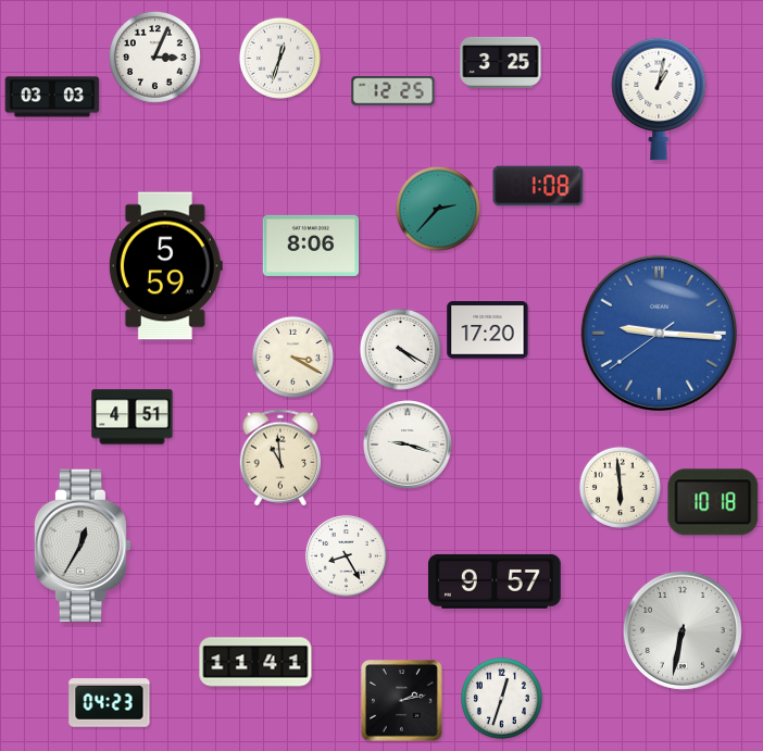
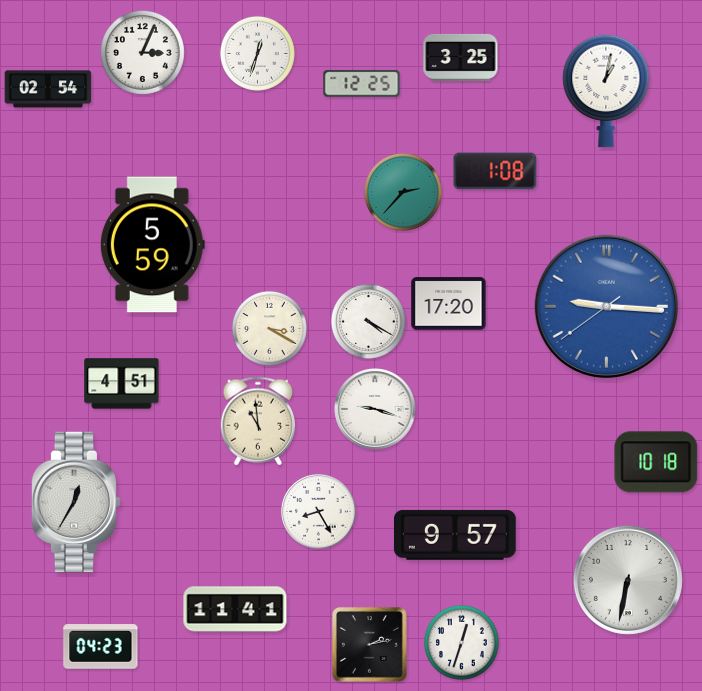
clock at (52, 97): 03:03 -> 02:54
clock at (311, 246): 8:06 -> none
clock at (620, 487): 5:59 -> none
